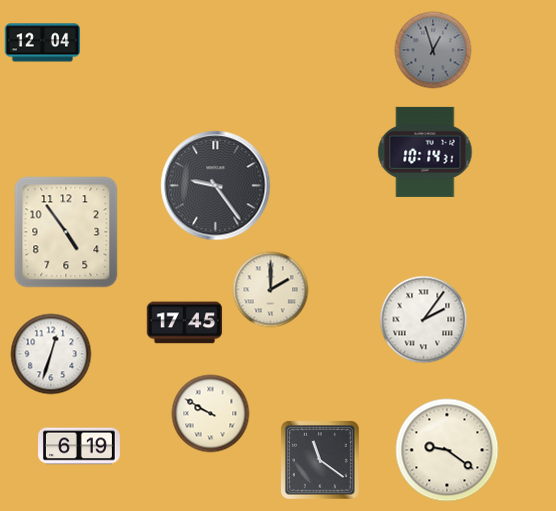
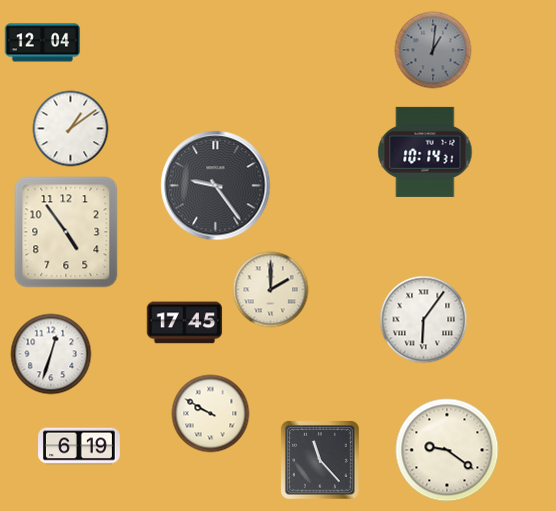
clock at (433, 50): 12:57 -> 1:01
clock at (71, 129): none -> 1:09
clock at (424, 320): 2:06 -> 6:06
clock at (320, 460): 11:21 -> 11:23
